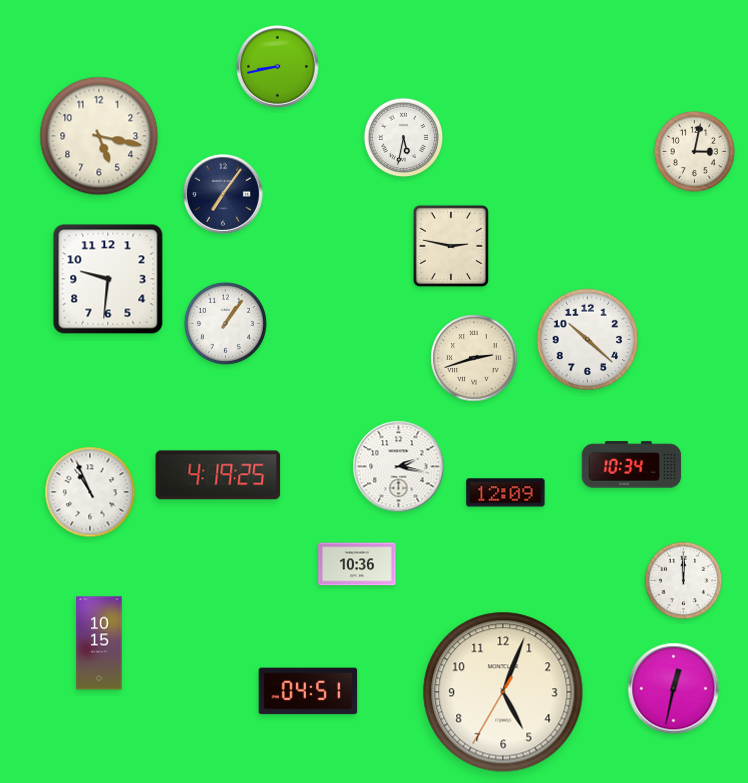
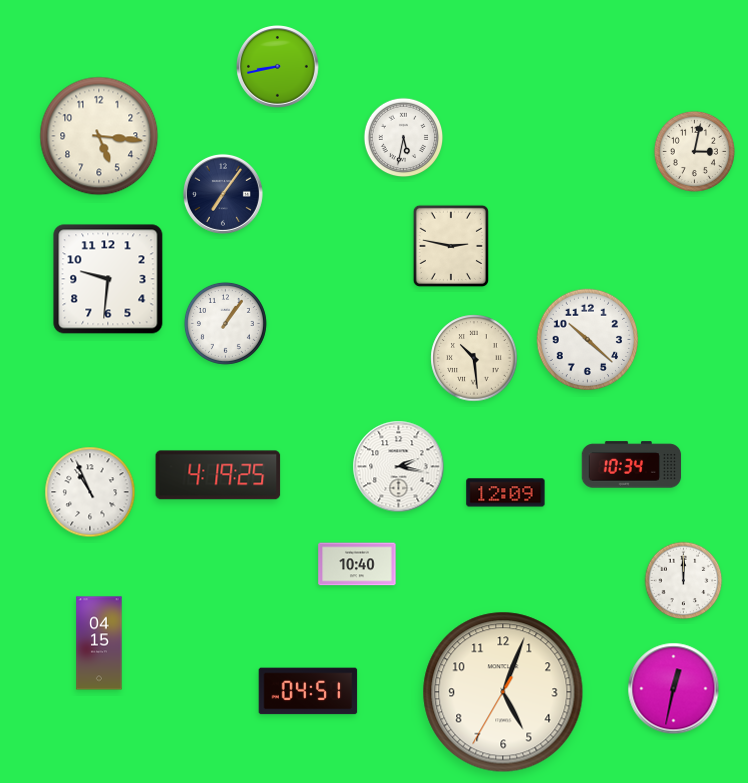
clock at (99, 136): 5:17 -> 5:16
clock at (474, 358): 2:42 -> 10:29
clock at (357, 564): 10:36 -> 10:40
clock at (99, 643): 10:15 -> 04:15
